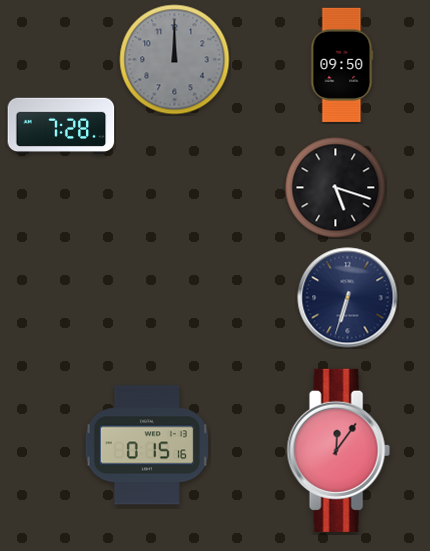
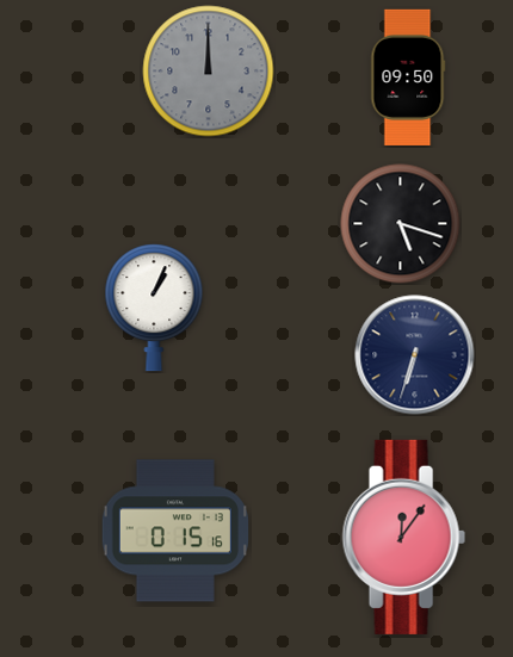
clock at (61, 126): 7:28 -> none
clock at (154, 308): none -> 1:04
